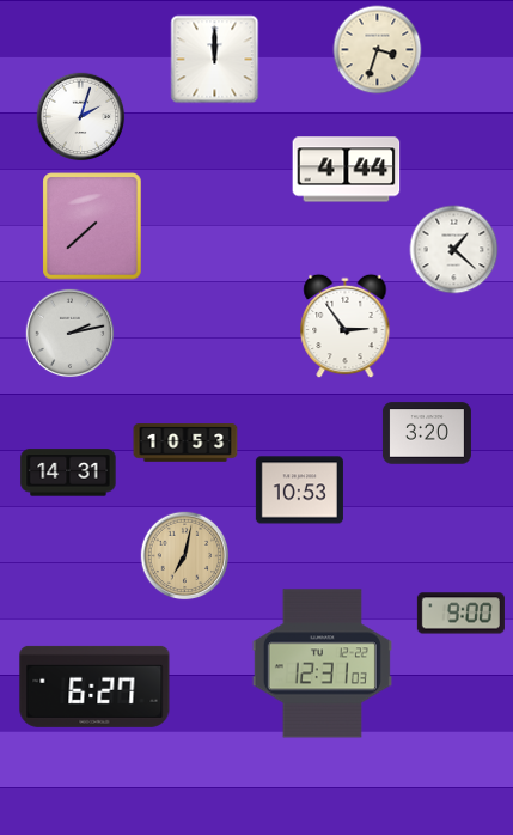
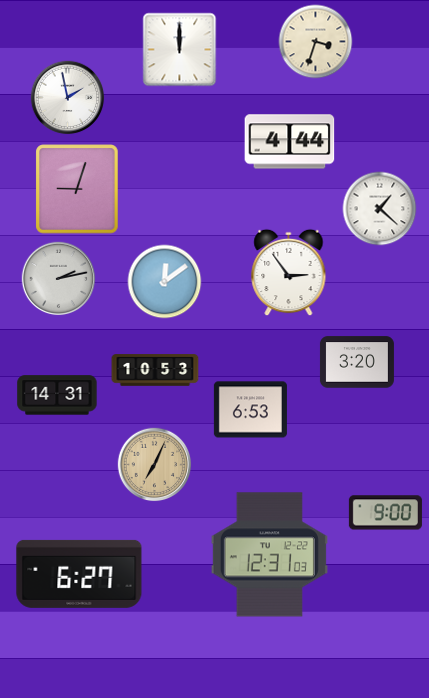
clock at (81, 117): 2:03 -> 1:58
clock at (92, 226): 7:38 -> 9:03
clock at (165, 282): none -> 12:09
clock at (299, 490): 10:53 -> 6:53
clock at (185, 556): 7:02 -> 7:04
